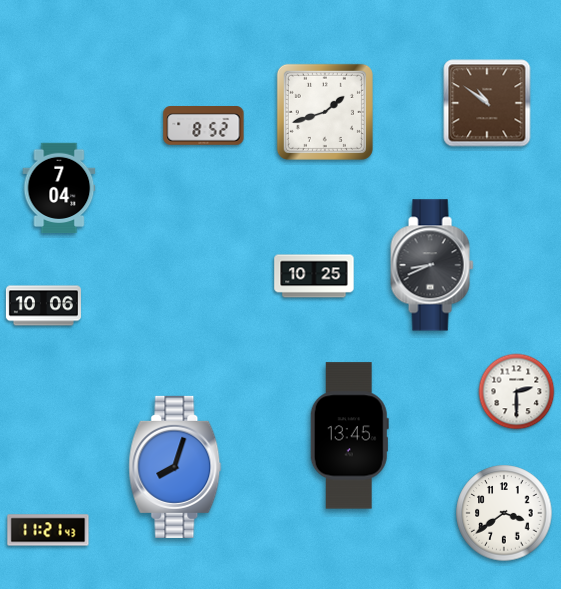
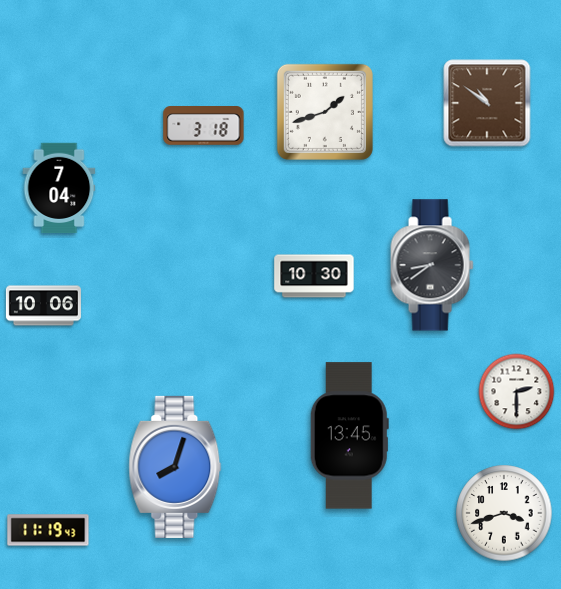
clock at (204, 126): 8:52 -> 3:18
clock at (432, 265): 8:41 -> 8:39
clock at (314, 276): 10:25 -> 10:30
clock at (504, 513): 3:39 -> 3:42
clock at (48, 530): 11:21 -> 11:19
